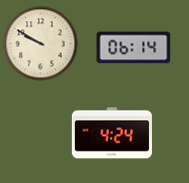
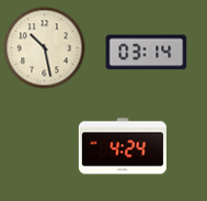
clock at (41, 44): 9:50 -> 10:28
clock at (134, 48): 06:14 -> 03:14
